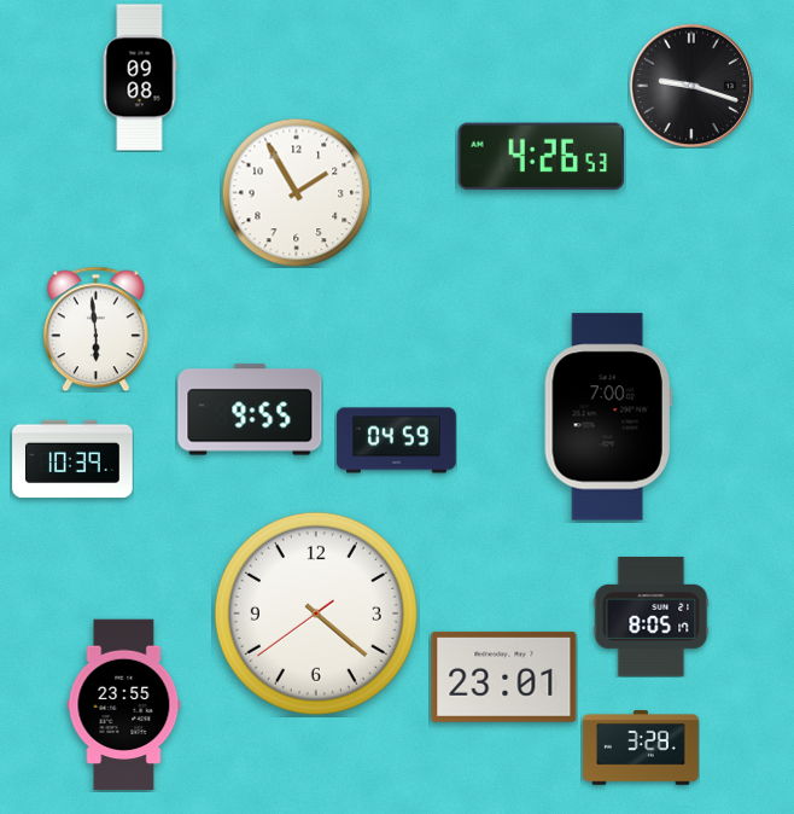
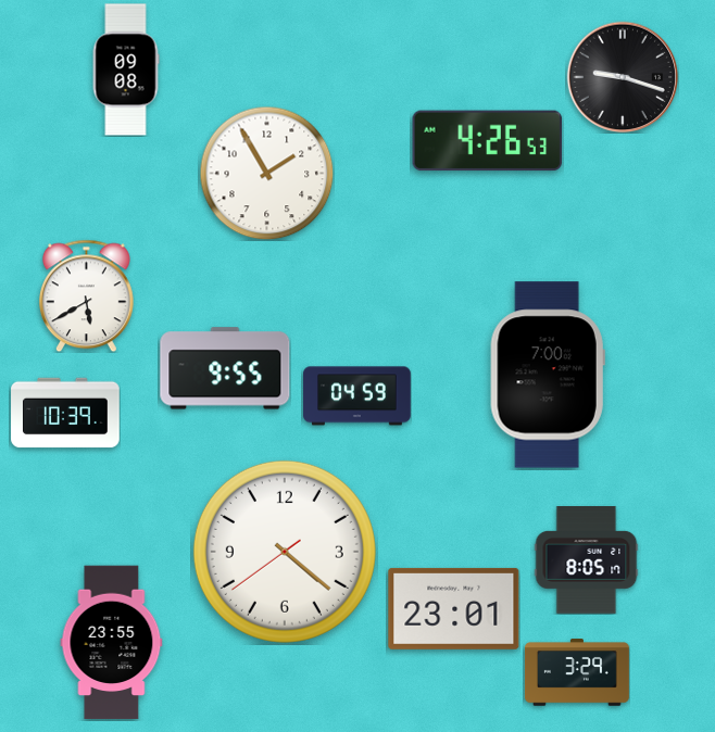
clock at (95, 328): 5:59 -> 5:40
clock at (652, 617) position: (652, 617) -> (587, 560)
clock at (124, 705) position: (124, 705) -> (112, 643)
clock at (641, 748): 3:28 -> 3:29
